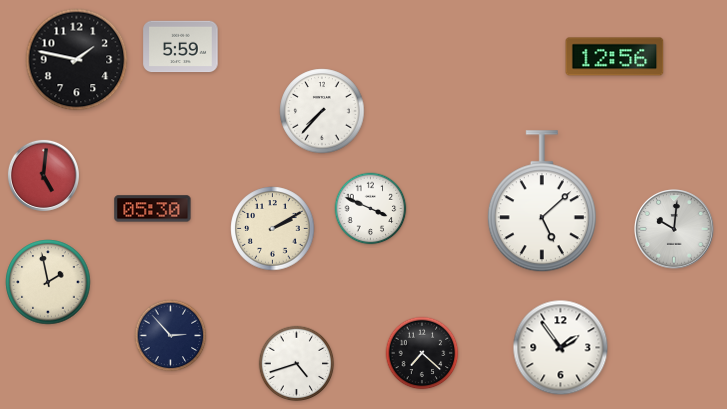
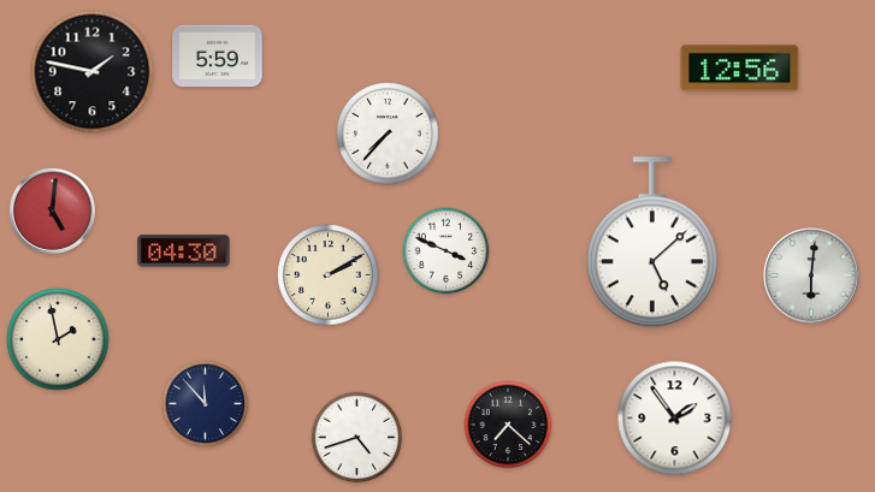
clock at (153, 209): 05:30 -> 04:30
clock at (674, 229): 10:01 -> 6:01
clock at (171, 336): 2:53 -> 11:53
